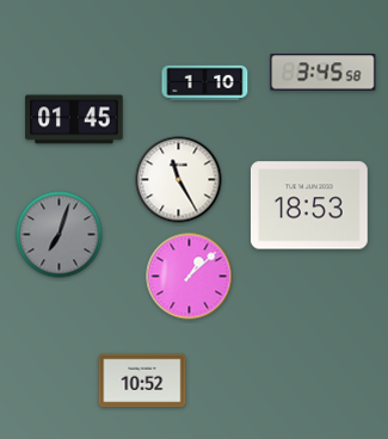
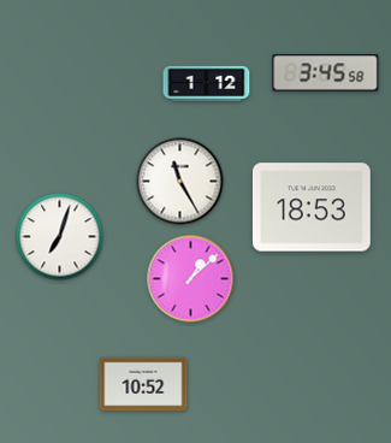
clock at (205, 82): 1:10 -> 1:12
clock at (74, 119): 01:45 -> none
clock at (60, 235) dial: grey -> white
